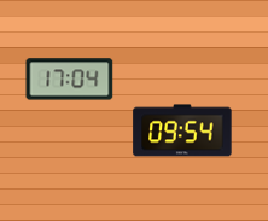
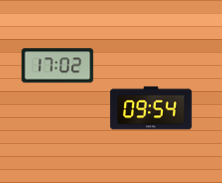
clock at (70, 80): 17:04 -> 17:02
